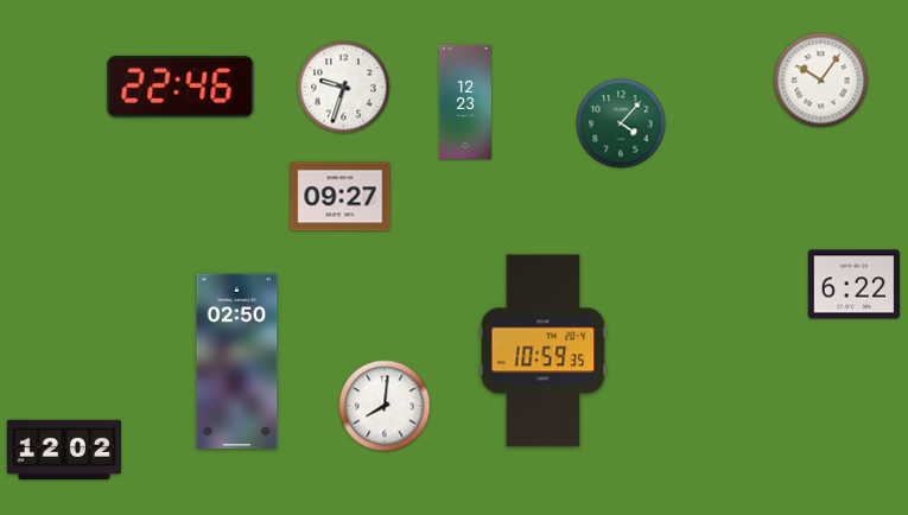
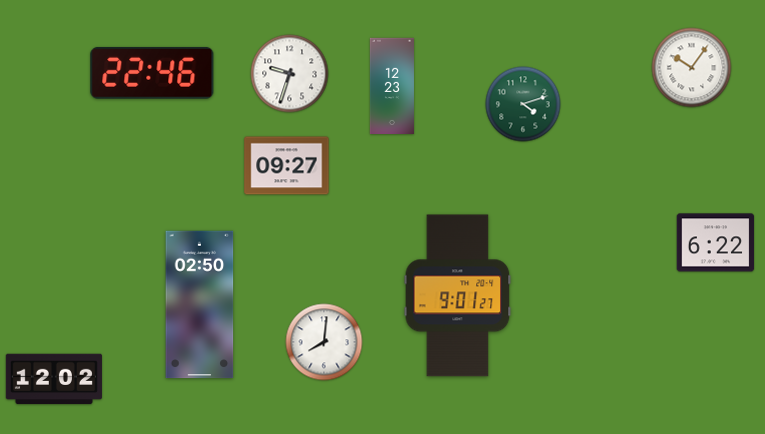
clock at (621, 123): 4:07 -> 4:12
clock at (855, 285) position: (855, 285) -> (716, 243)
clock at (544, 351): 10:59 -> 9:01
